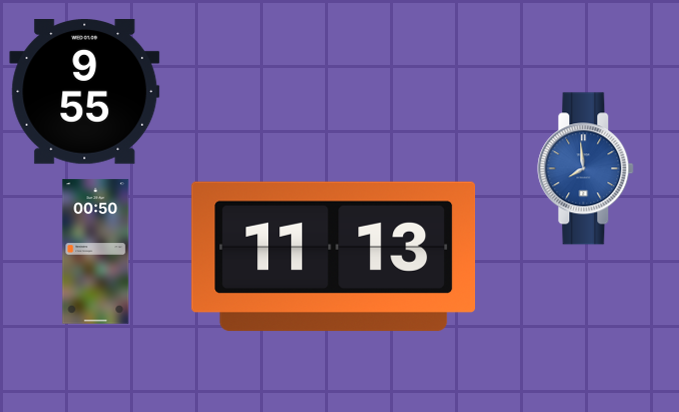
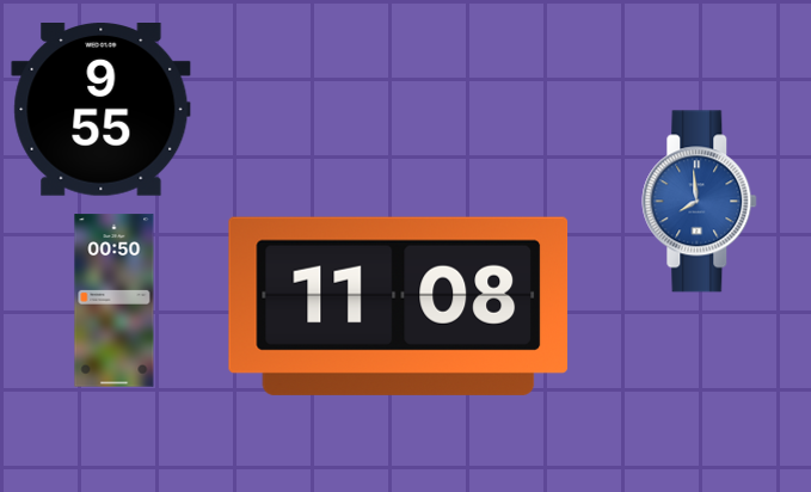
clock at (334, 256): 11:13 -> 11:08
